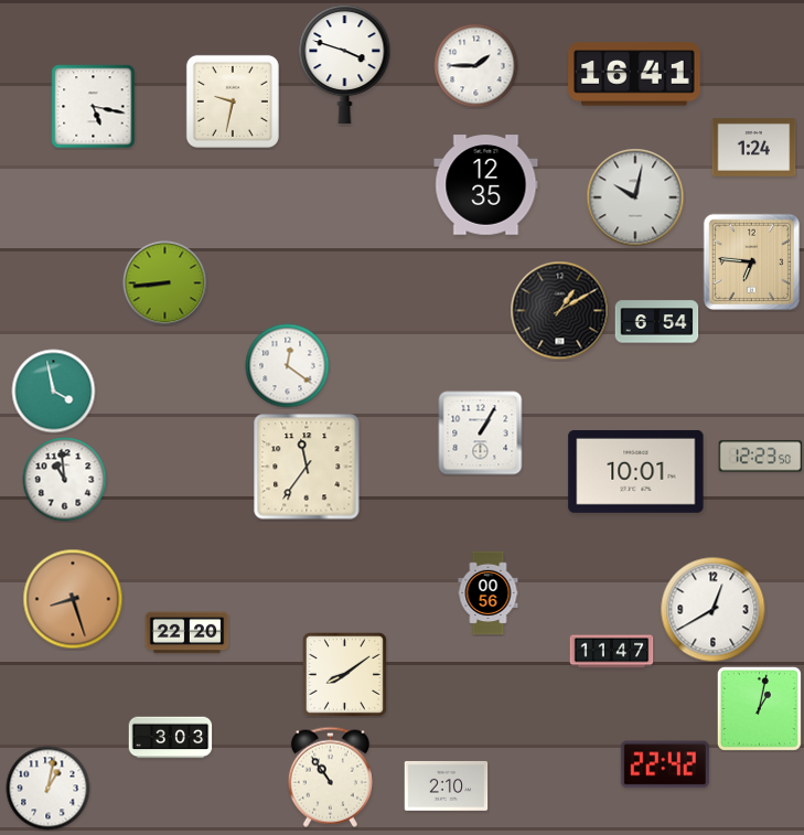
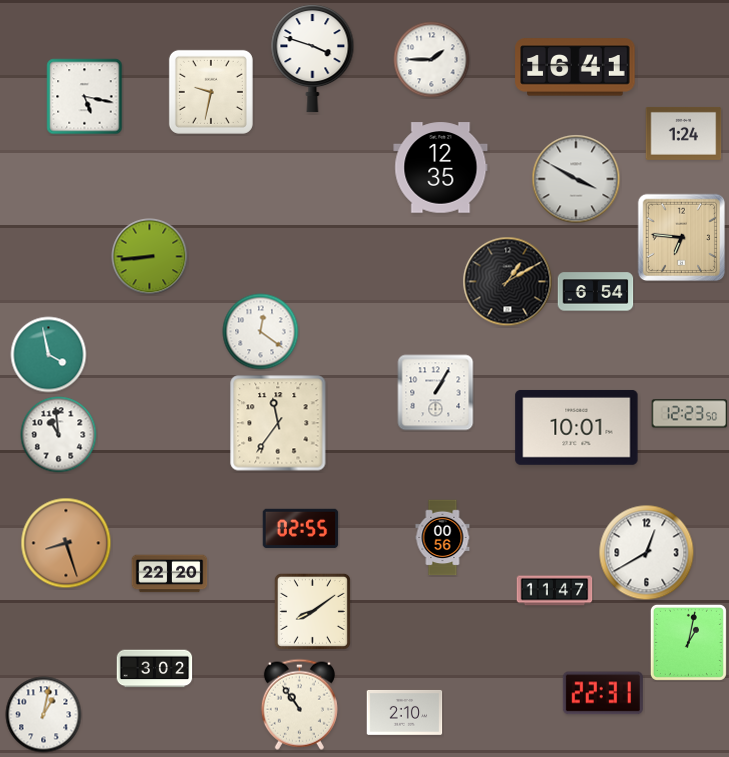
clock at (635, 197): 10:02 -> 3:50
clock at (301, 529): none -> 02:55
clock at (171, 738): 3:03 -> 3:02
clock at (665, 764): 22:42 -> 22:31
